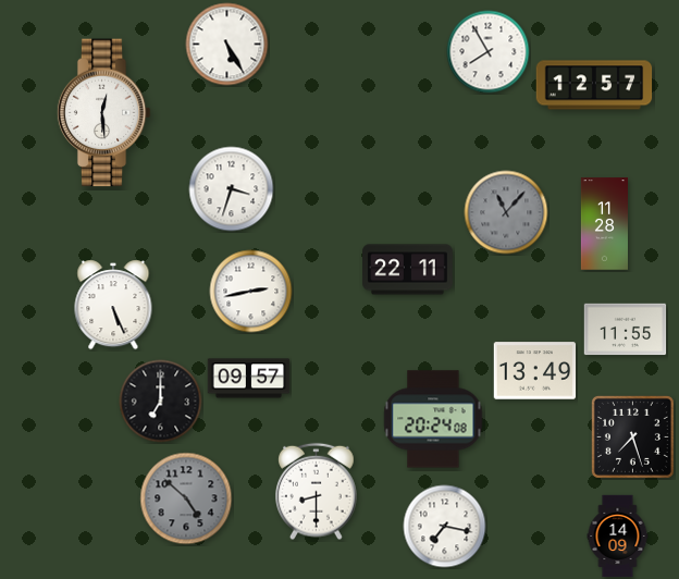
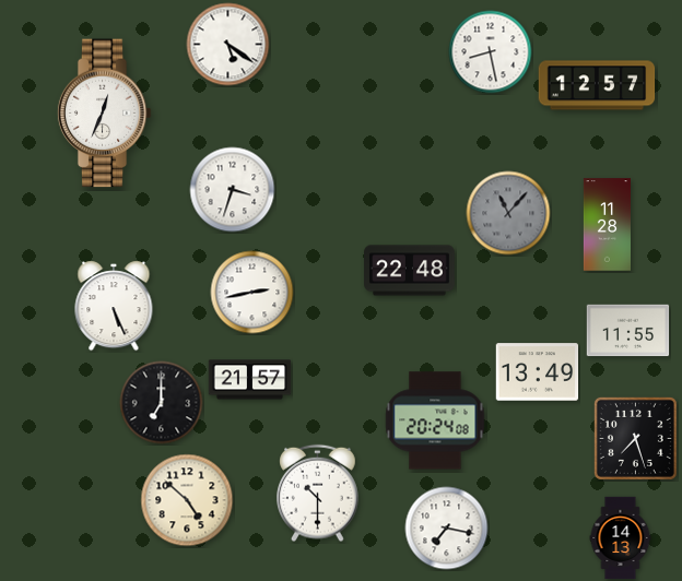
clock at (227, 45): 5:25 -> 5:21
clock at (489, 52): 7:55 -> 8:28
clock at (103, 113): 12:29 -> 12:34
clock at (408, 270): 22:11 -> 22:48
clock at (249, 379): 09:57 -> 21:57
clock at (317, 492): 8:30 -> 10:30
clock at (186, 498) dial: grey -> cream
clock at (618, 537): 14:09 -> 14:13
